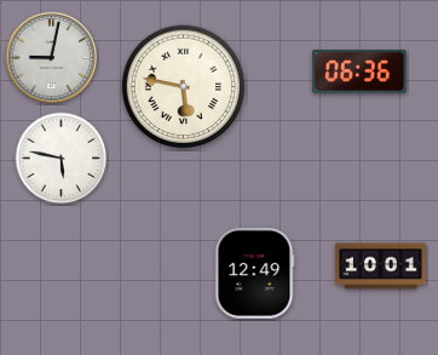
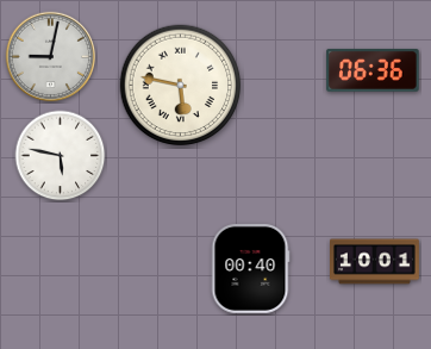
clock at (359, 71) position: (359, 71) -> (373, 70)
clock at (254, 274): 12:49 -> 00:40
